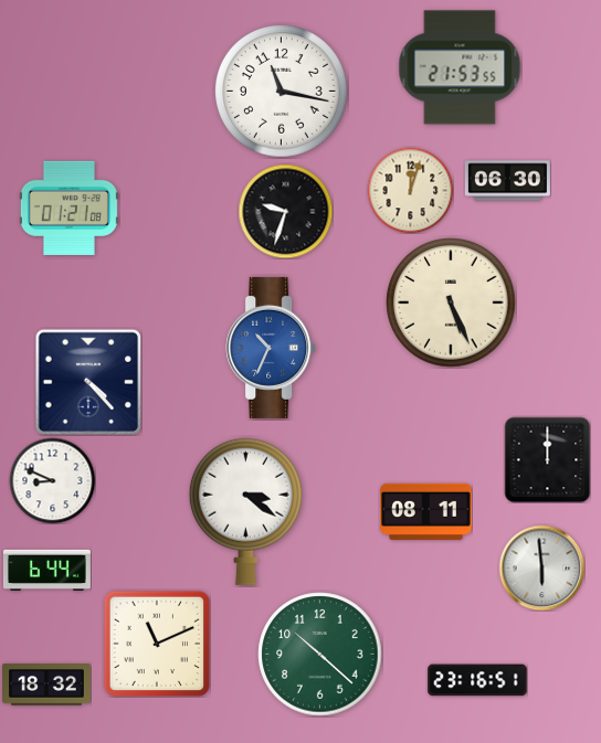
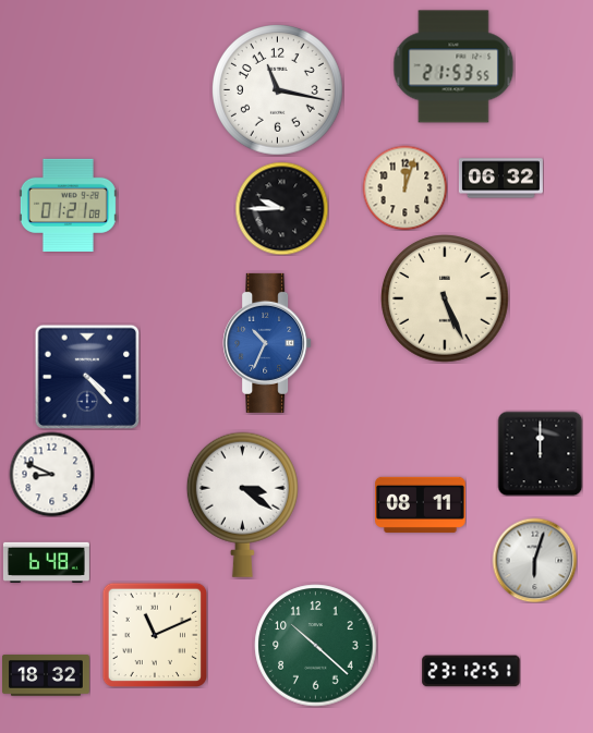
clock at (507, 181): 06:30 -> 06:32
clock at (285, 211): 9:33 -> 9:45
clock at (541, 567): 5:59 -> 6:03
clock at (46, 570): 6:44 -> 6:48
clock at (477, 680): 23:16 -> 23:12
